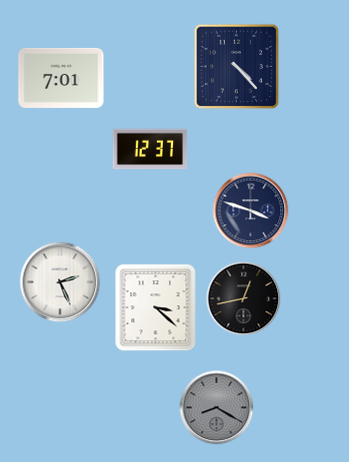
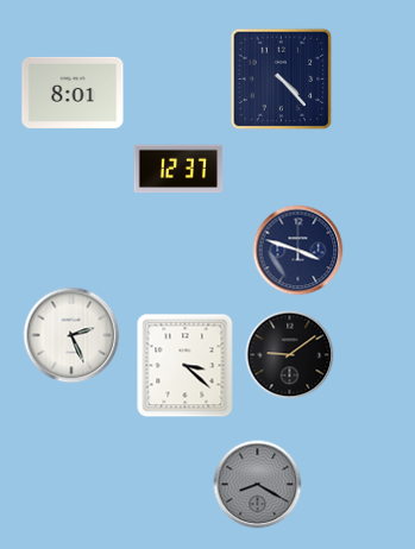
clock at (61, 78): 7:01 -> 8:01
clock at (150, 149) position: (150, 149) -> (178, 169)
clock at (244, 299): 12:43 -> 9:09
